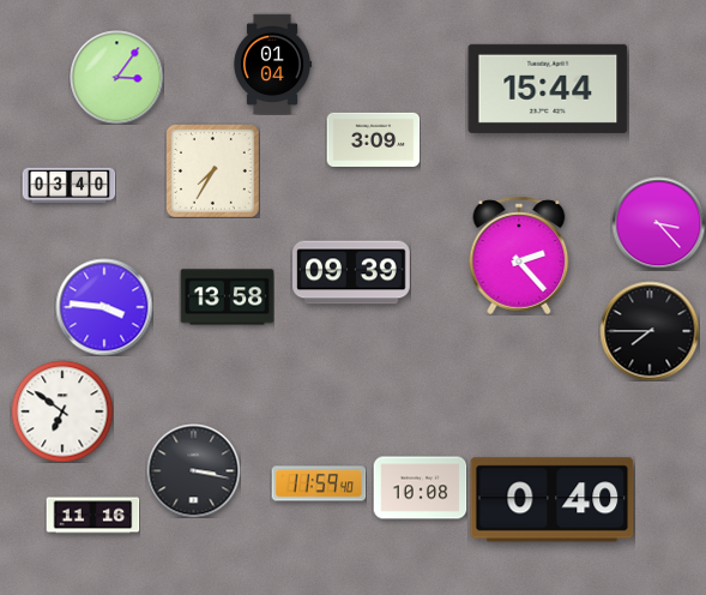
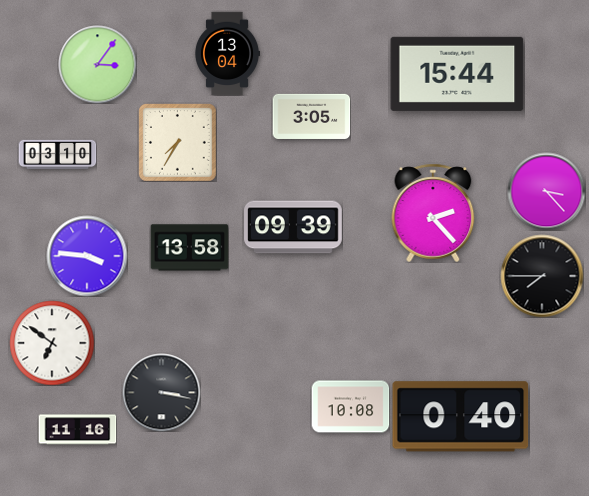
clock at (272, 64): 01:04 -> 13:04
clock at (373, 139): 3:09 -> 3:05
clock at (68, 186): 03:40 -> 03:10
clock at (658, 223) position: (658, 223) -> (546, 191)
clock at (319, 483): 11:59 -> none
